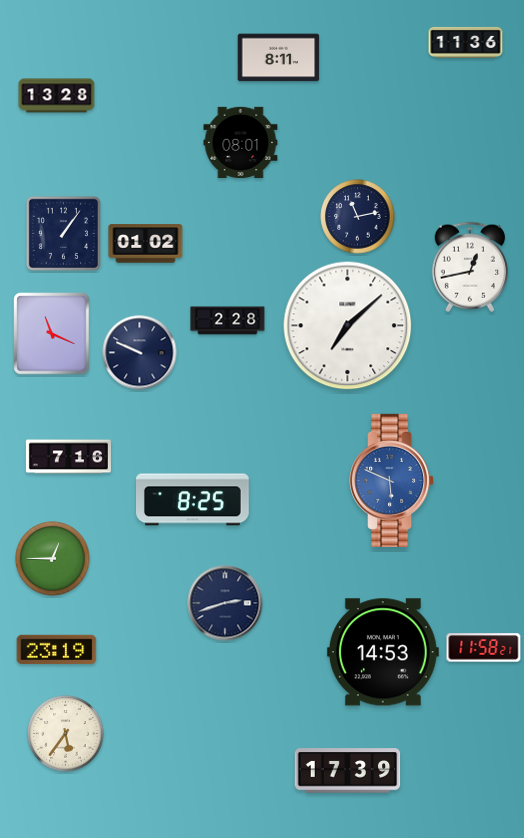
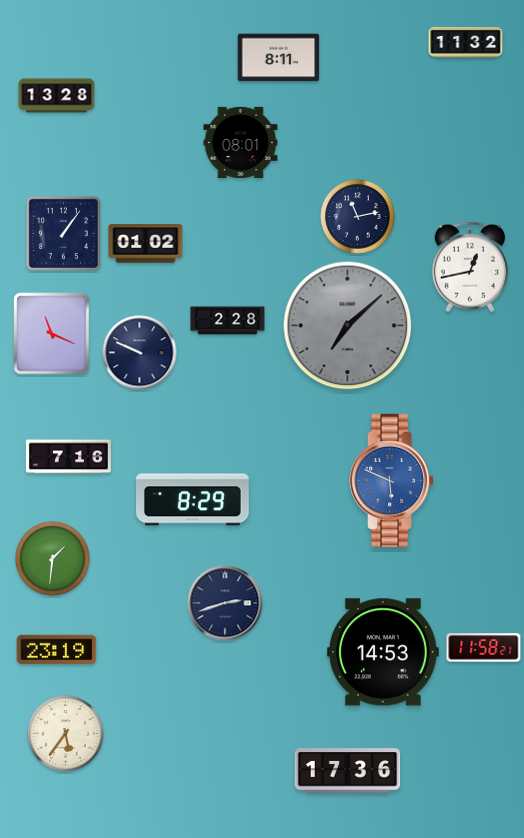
clock at (466, 42): 11:36 -> 11:32
clock at (348, 326) dial: white -> grey
clock at (193, 500): 8:25 -> 8:29
clock at (53, 559): 12:45 -> 1:31
clock at (348, 771): 17:39 -> 17:36
